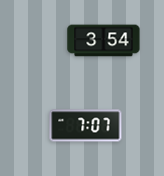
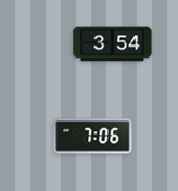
clock at (86, 126): 7:07 -> 7:06
